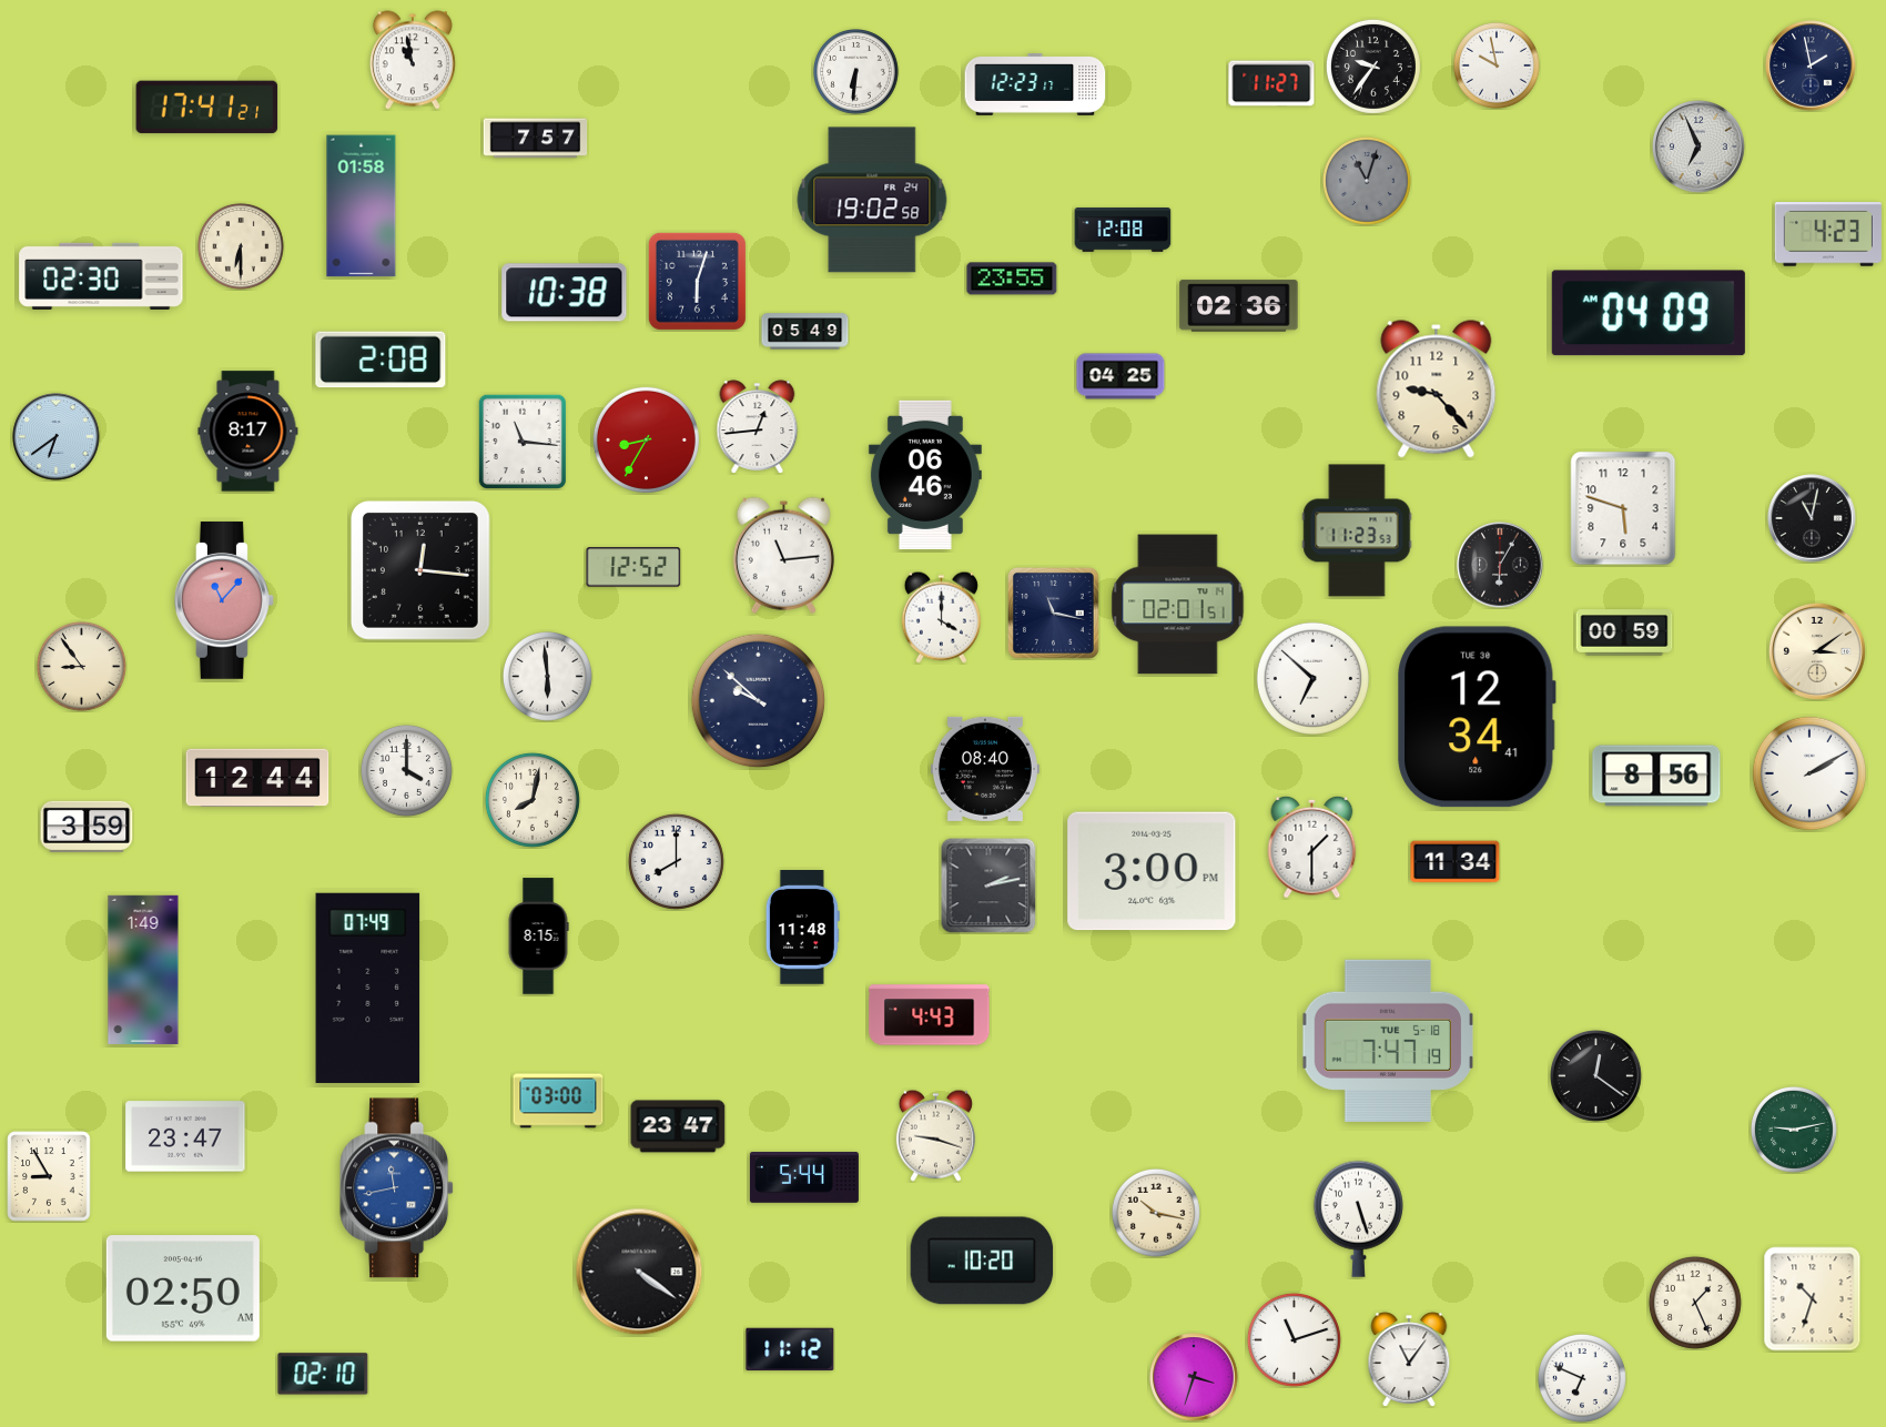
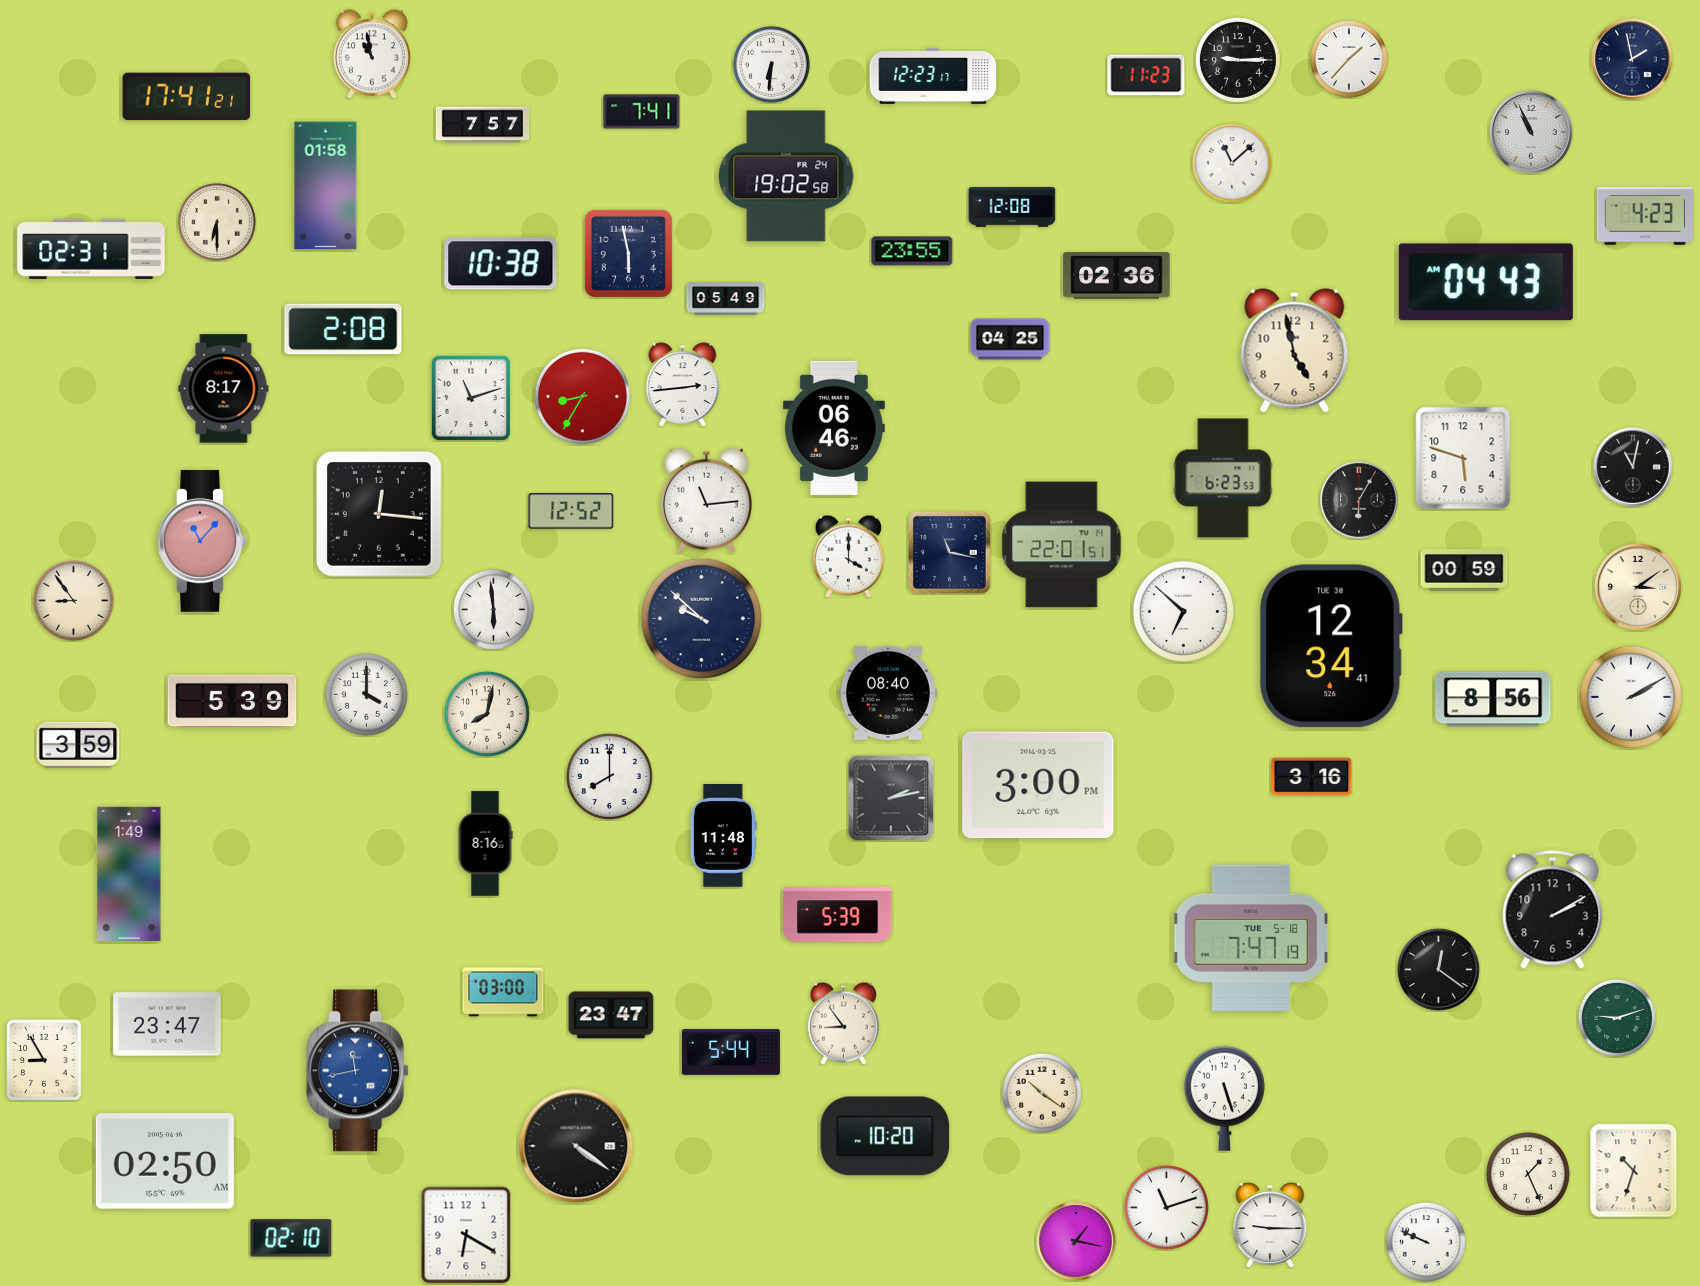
clock at (1373, 67): 9:36 -> 9:15
clock at (1498, 67): 9:58 -> 1:37
clock at (1271, 83): 11:27 -> 11:23
clock at (642, 112): none -> 7:41
clock at (1700, 148): 6:56 -> 10:56
clock at (1367, 181): 11:03 -> 11:08
clock at (1367, 181) dial: grey -> white
clock at (872, 200) position: (872, 200) -> (786, 176)
clock at (1828, 235) position: (1828, 235) -> (1645, 217)
clock at (101, 276): 02:30 -> 02:31
clock at (697, 281): 6:03 -> 5:58
clock at (565, 293) position: (565, 293) -> (501, 264)
clock at (1649, 313): 04:09 -> 04:43
clock at (381, 360) position: (381, 360) -> (343, 329)
clock at (1437, 389): 9:23 -> 4:58
clock at (758, 427): 12:44 -> 2:44
clock at (57, 437): 6:39 -> none
clock at (523, 441): 11:16 -> 11:12
clock at (1357, 530): 11:23 -> 6:23
clock at (1500, 565) position: (1500, 565) -> (1359, 500)
clock at (1178, 605): 02:01 -> 22:01
clock at (759, 701) position: (759, 701) -> (702, 619)
clock at (257, 778): 12:44 -> 5:39
clock at (533, 800) position: (533, 800) -> (487, 714)
clock at (1312, 847): 1:30 -> none
clock at (1456, 862): 11:34 -> 3:16
clock at (538, 937): 8:15 -> 8:16
clock at (368, 988): 07:49 -> none
clock at (1553, 910): none -> 2:10
clock at (930, 1015): 4:43 -> 5:39
clock at (1795, 1131): 9:13 -> 9:12
clock at (935, 1135): 9:18 -> 8:54
clock at (804, 1177) position: (804, 1177) -> (731, 1052)
clock at (1156, 1213): 10:17 -> 10:21
clock at (790, 1349): 11:12 -> none
clock at (1409, 1359): 11:06 -> 9:15
clock at (466, 1235): none -> 6:20
clock at (1194, 1377): 3:33 -> 1:17
clock at (1582, 1378): 6:49 -> 9:49
